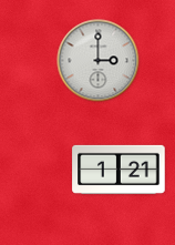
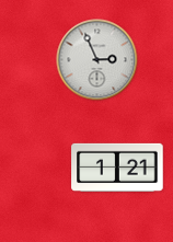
clock at (99, 61): 3:00 -> 2:56
